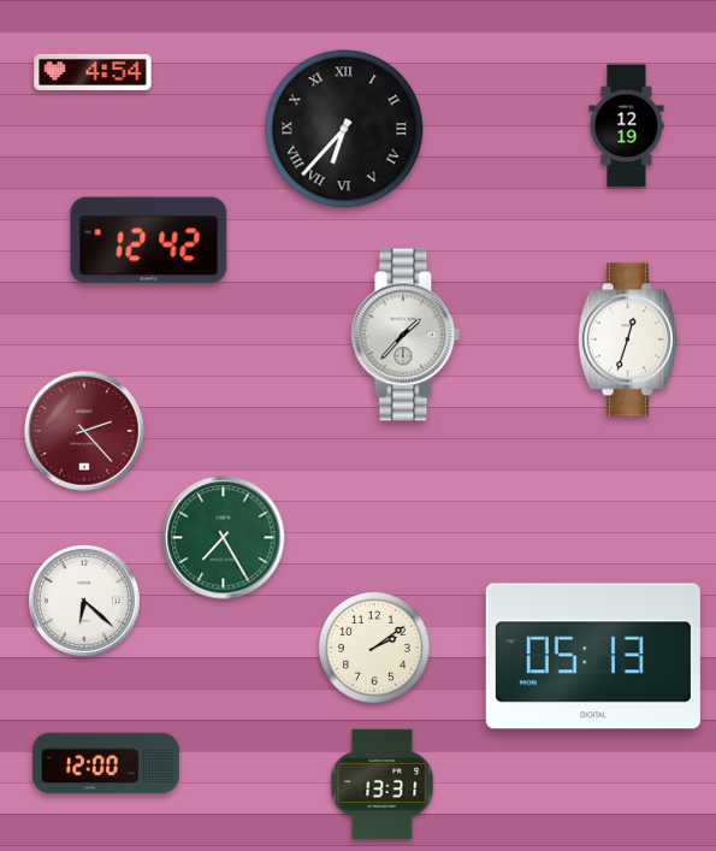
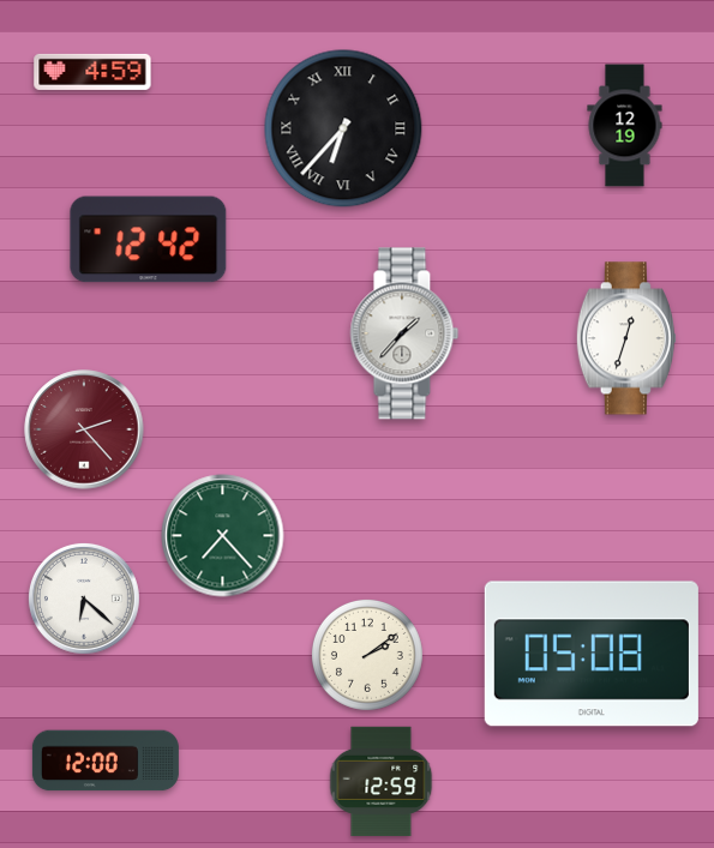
clock at (93, 72): 4:54 -> 4:59
clock at (224, 538): 7:25 -> 7:23
clock at (374, 648) position: (374, 648) -> (367, 655)
clock at (593, 656): 05:13 -> 05:08
clock at (383, 785): 13:31 -> 12:59
